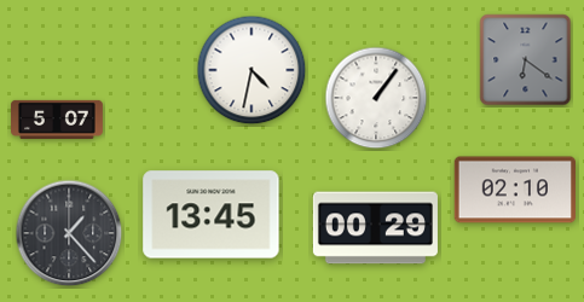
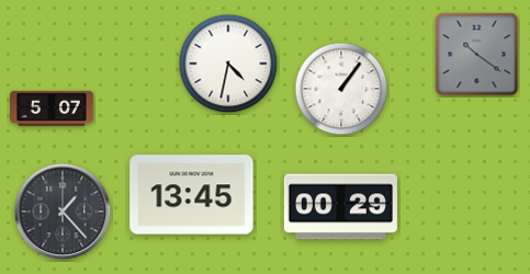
clock at (526, 60): 6:21 -> 10:21
clock at (514, 190): 02:10 -> none
